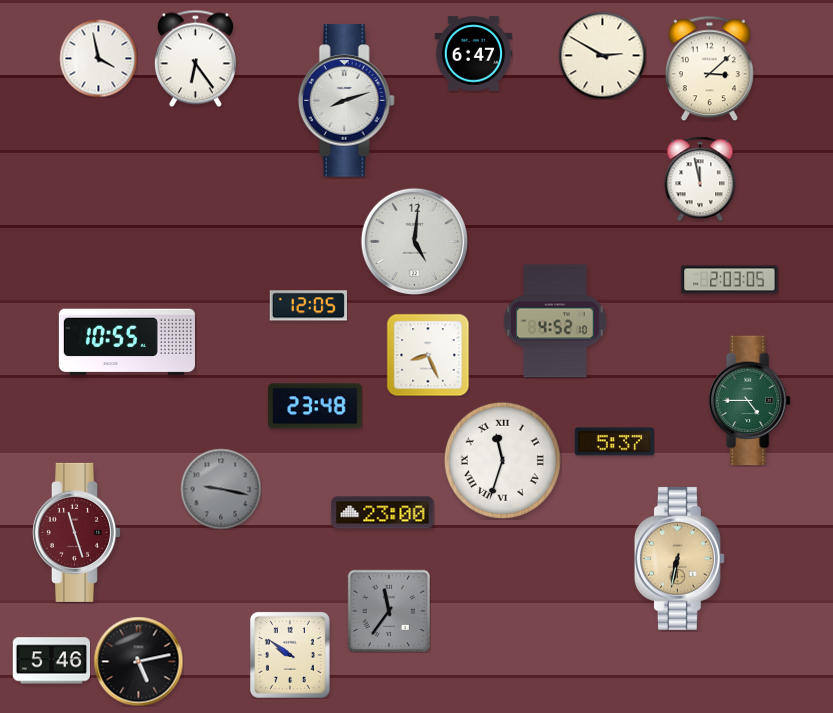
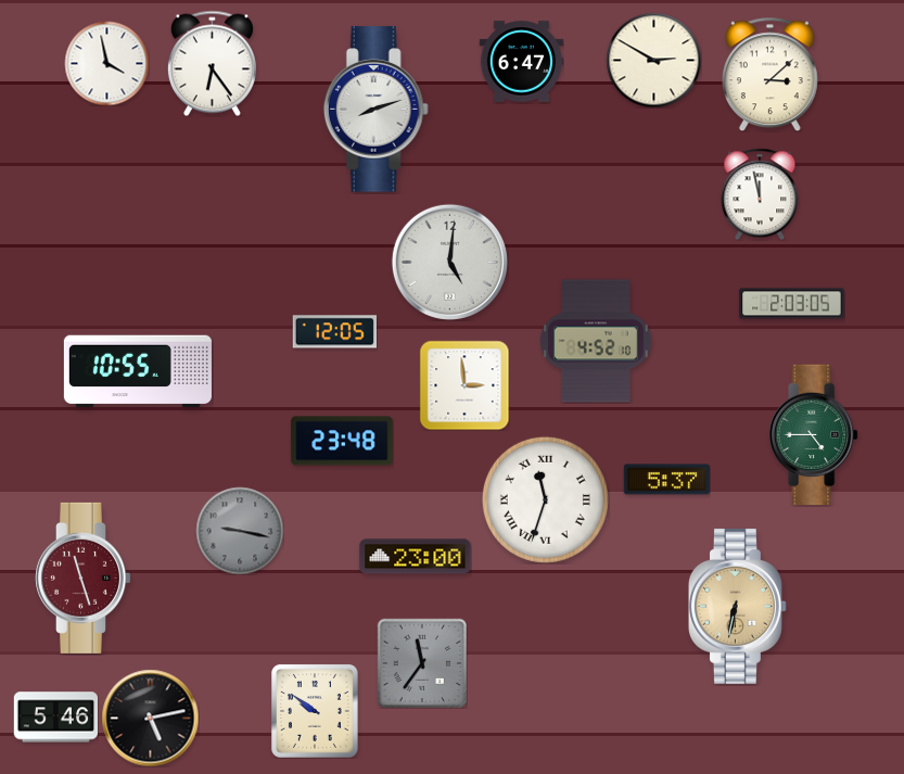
clock at (473, 54) position: (473, 54) -> (521, 62)
clock at (555, 321) position: (555, 321) -> (596, 341)
clock at (428, 355): 8:26 -> 2:59
